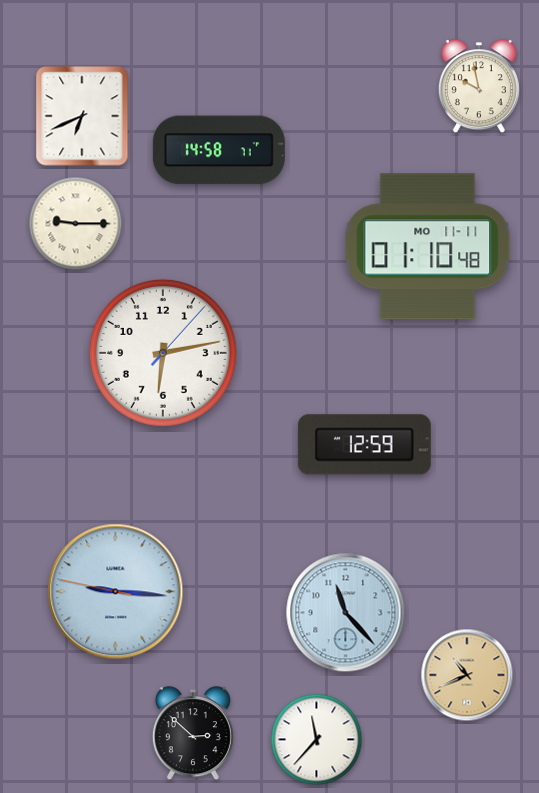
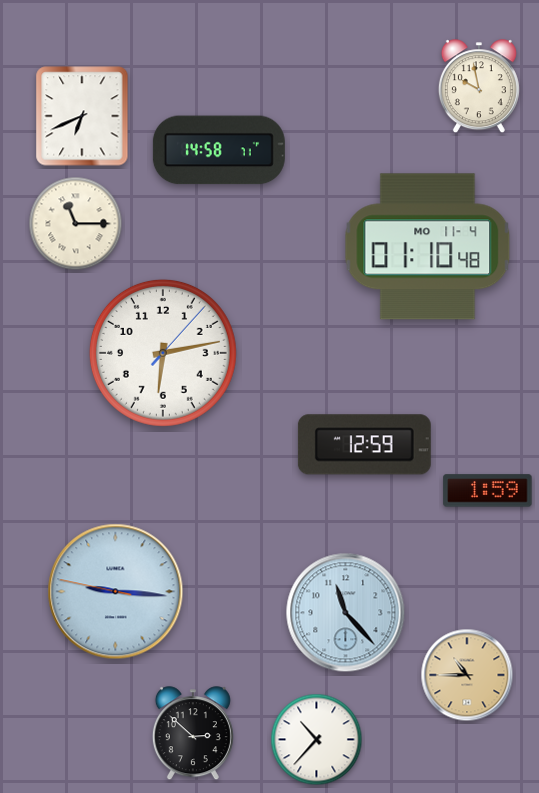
clock at (76, 224): 9:15 -> 11:15
clock at (428, 247) date: MO 11-11 -> MO 11-4
clock at (488, 491): none -> 1:59
clock at (467, 675): 10:41 -> 10:45
clock at (317, 740): 11:37 -> 10:37
